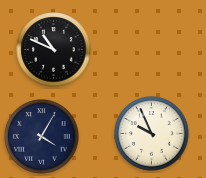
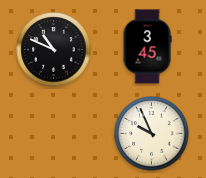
clock at (147, 47): none -> 3:45
clock at (42, 137): 4:05 -> none
